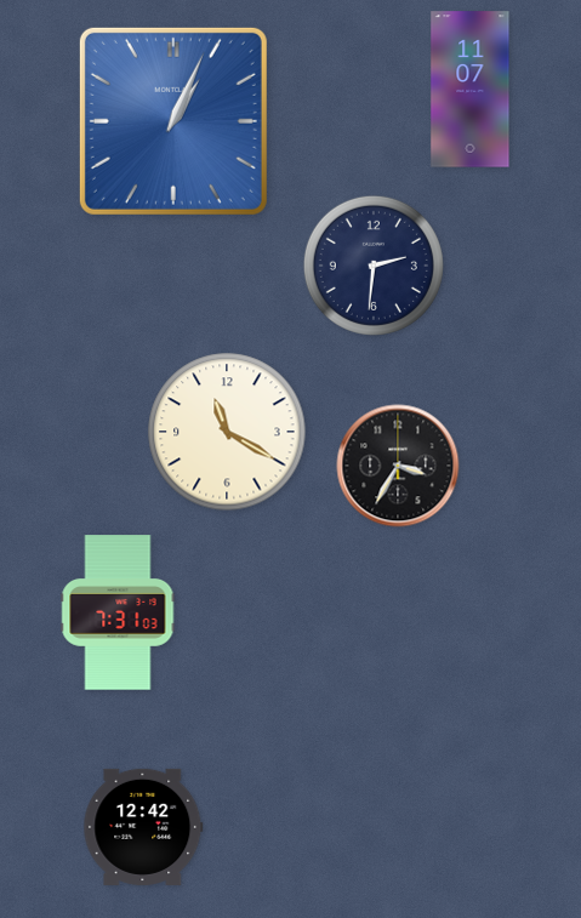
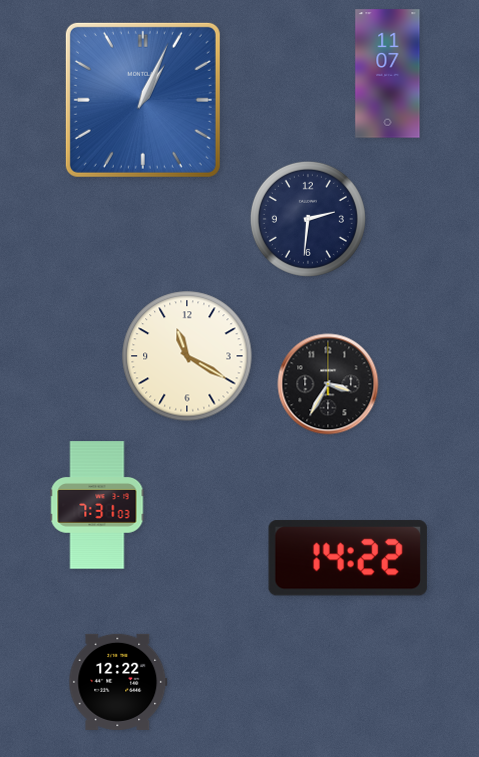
clock at (348, 558): none -> 14:22
clock at (143, 827): 12:42 -> 12:22
